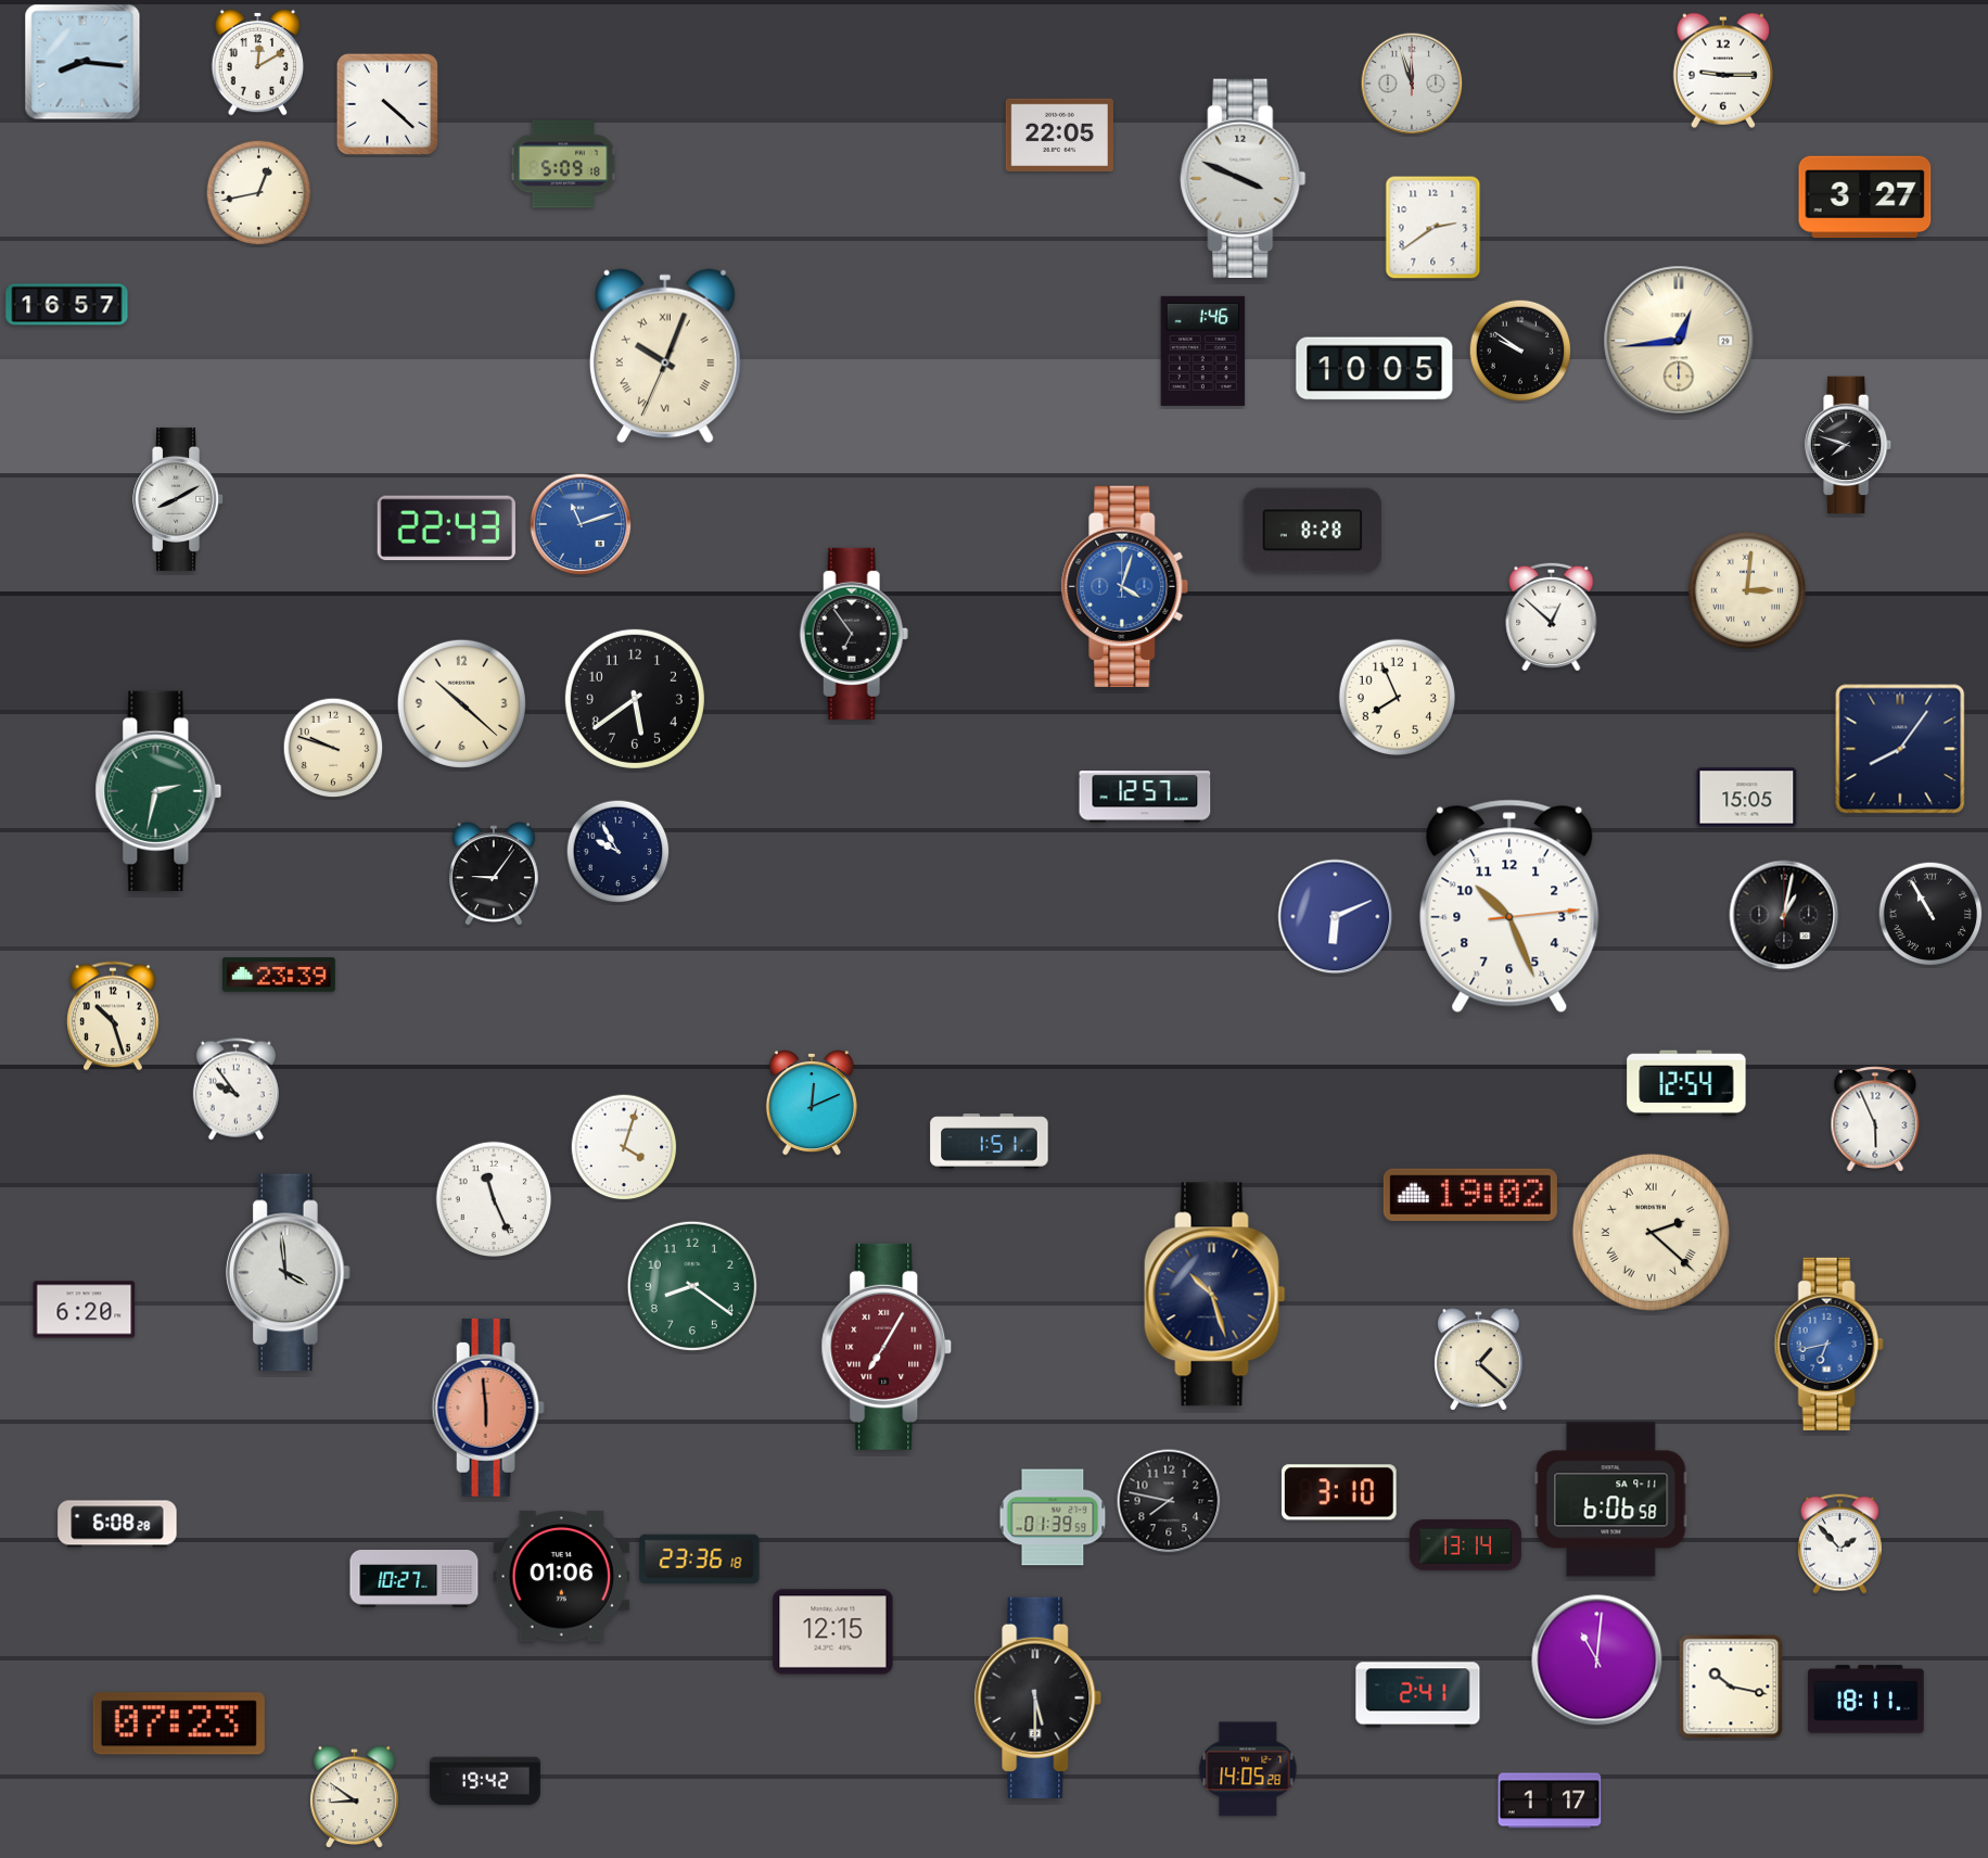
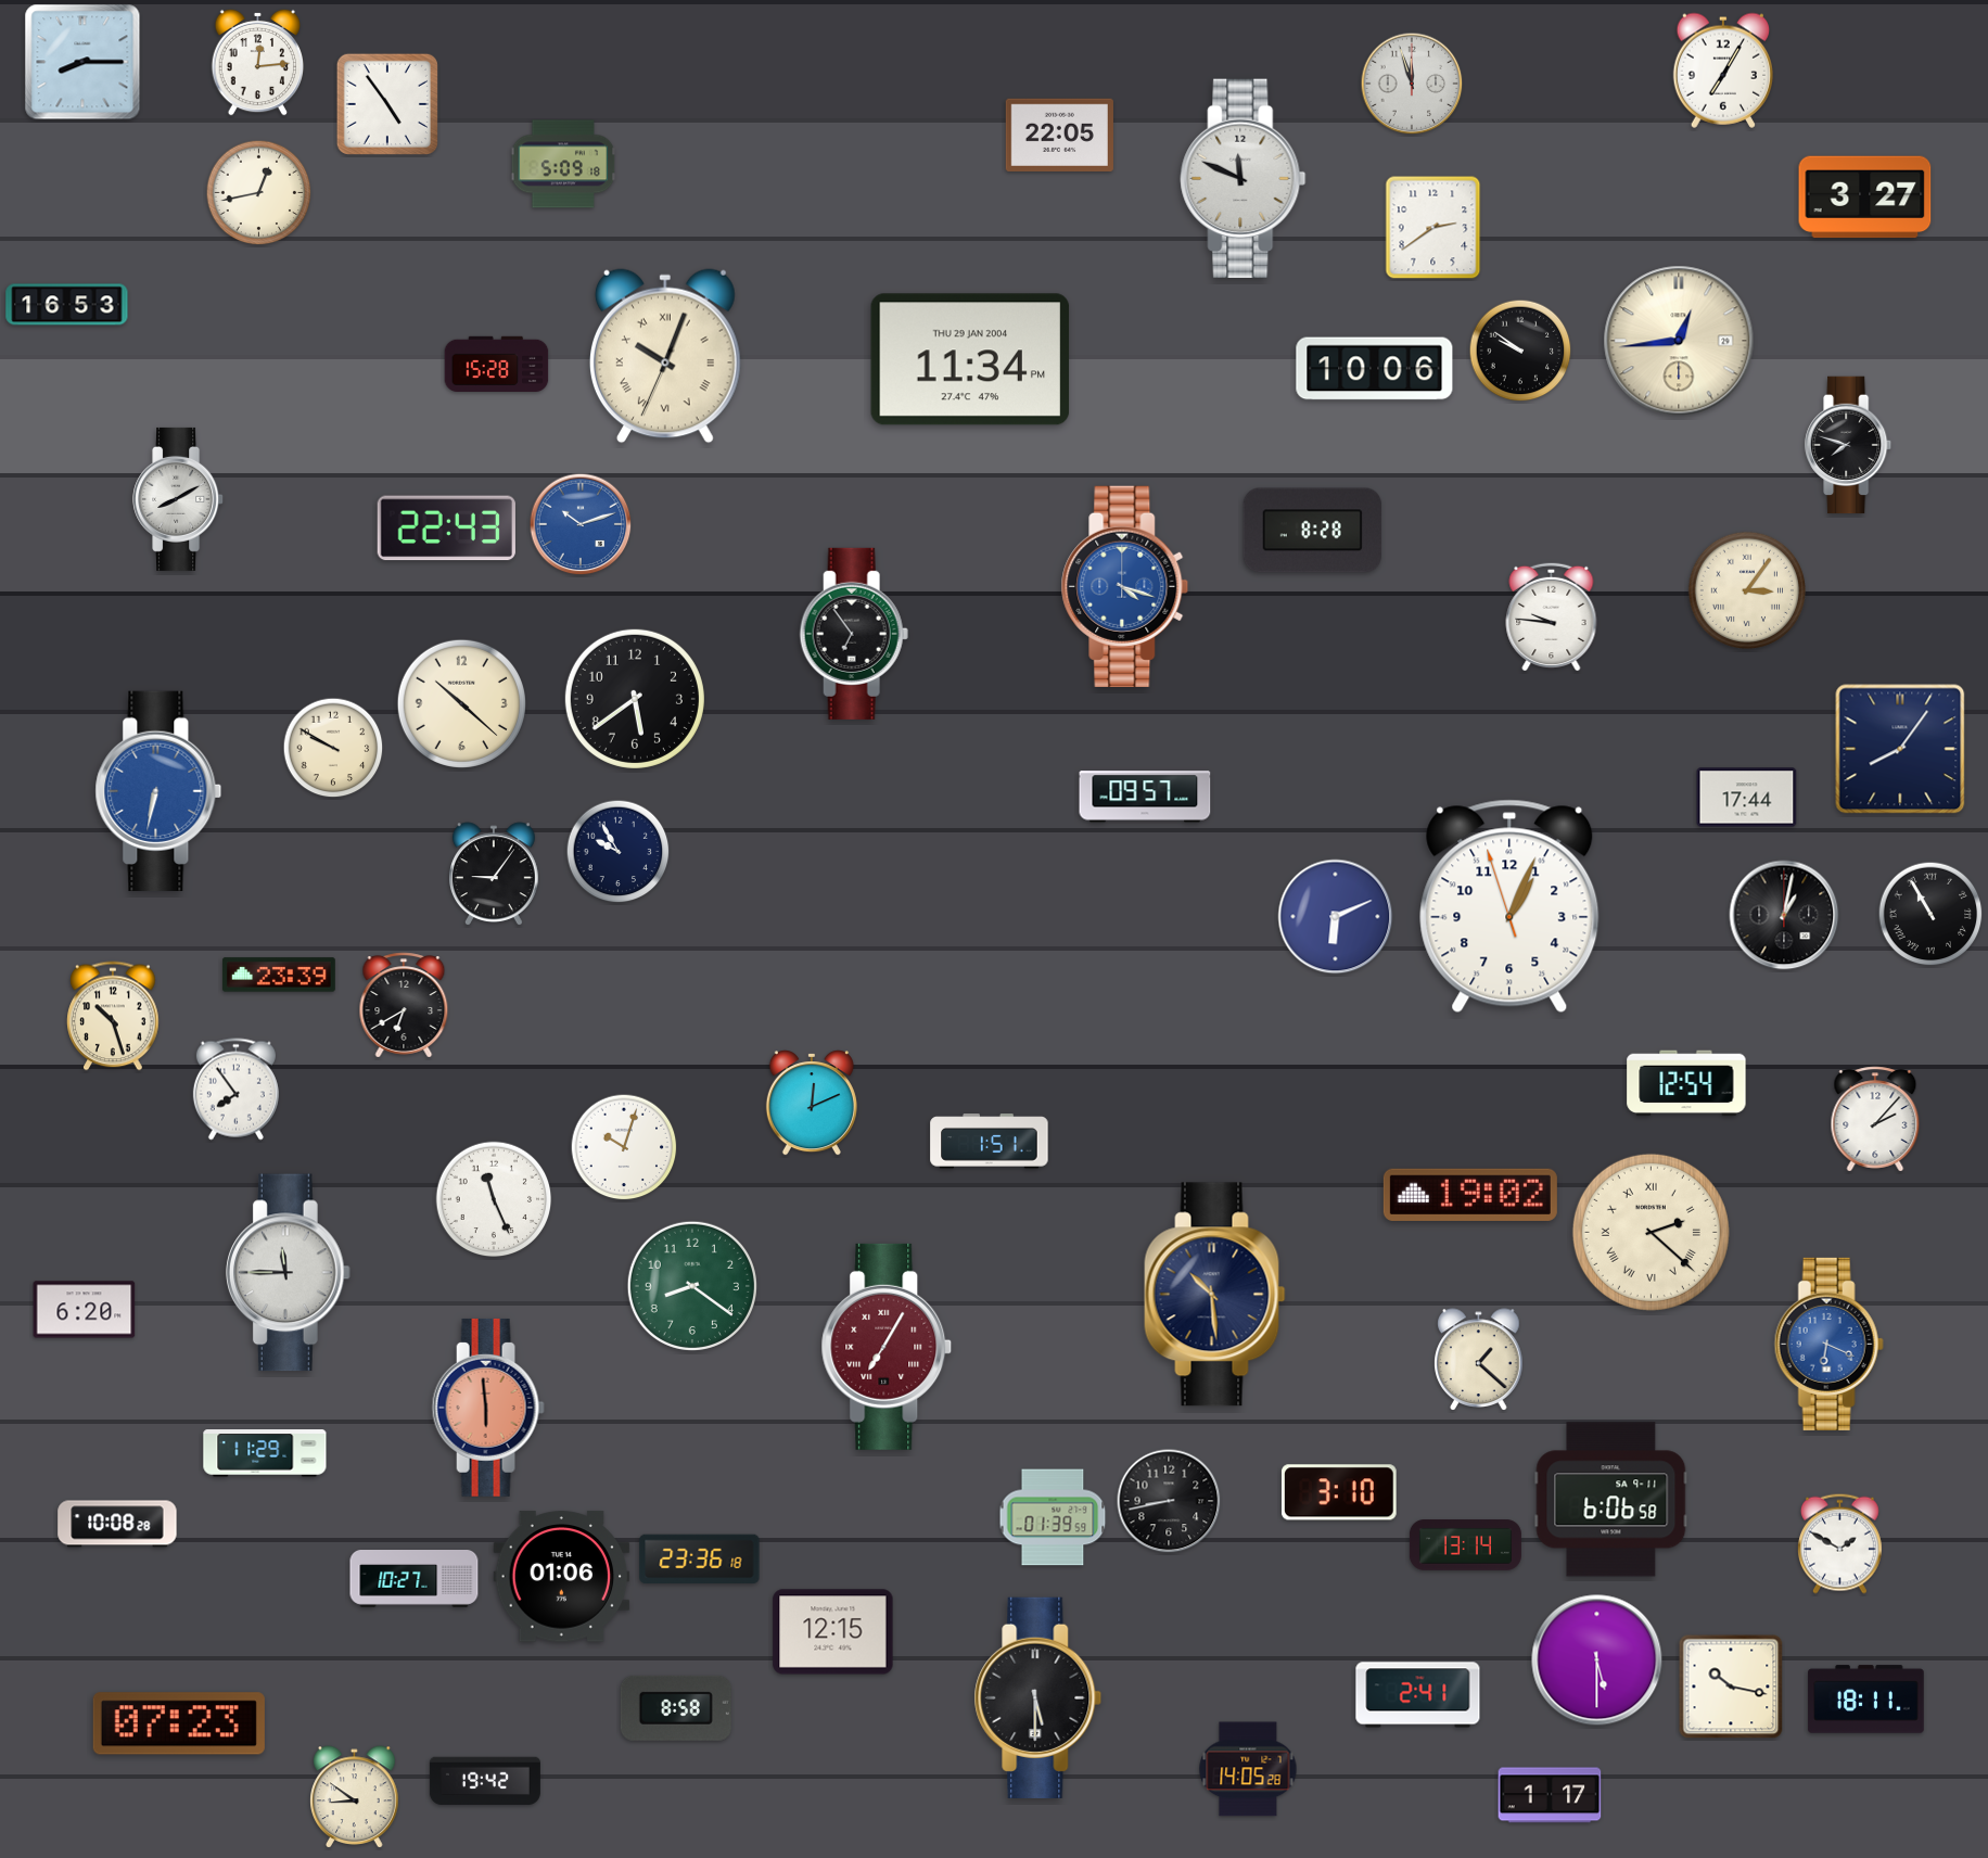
clock at (82, 62): 8:16 -> 8:15
clock at (258, 62): 12:10 -> 12:14
clock at (1723, 71): 9:15 -> 7:05
clock at (387, 104): 4:22 -> 4:54
clock at (1244, 178): 3:49 -> 11:49
clock at (67, 305): 16:57 -> 16:53
clock at (1203, 351): 1:46 -> none
clock at (970, 359): none -> 11:34
clock at (497, 364): none -> 15:28
clock at (1375, 369): 10:05 -> 10:06
clock at (581, 524): 11:12 -> 10:12
clock at (1125, 586): 4:03 -> 4:18
clock at (1747, 590): 3:01 -> 3:06
clock at (1552, 616): 12:52 -> 9:46
clock at (1398, 698): 7:56 -> none
clock at (333, 748): 9:48 -> 9:50
clock at (158, 791): 2:32 -> 6:32
clock at (158, 791) dial: green -> blue
clock at (1145, 797): 12:57 -> 09:57
clock at (1747, 798): 15:05 -> 17:44
clock at (1509, 906): 10:26 -> 1:03
clock at (404, 1005): none -> 6:40
clock at (235, 1090): 9:54 -> 7:54
clock at (1875, 1119): 5:56 -> 2:07
clock at (624, 1147): 4:03 -> 10:03
clock at (289, 1273): 3:59 -> 11:45
clock at (1215, 1295): 10:27 -> 10:29
clock at (1828, 1344): 6:43 -> 6:19
clock at (265, 1453): none -> 11:29
clock at (1169, 1501): 7:47 -> 8:43
clock at (117, 1524): 6:08 -> 10:08
clock at (1839, 1543): 1:53 -> 1:50
clock at (1597, 1660): 11:01 -> 5:30
clock at (676, 1708): none -> 8:58
clock at (1550, 1800) position: (1550, 1800) -> (1550, 1795)
